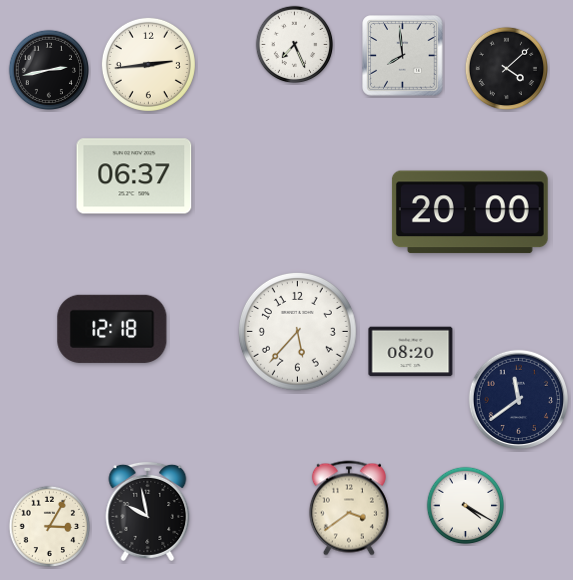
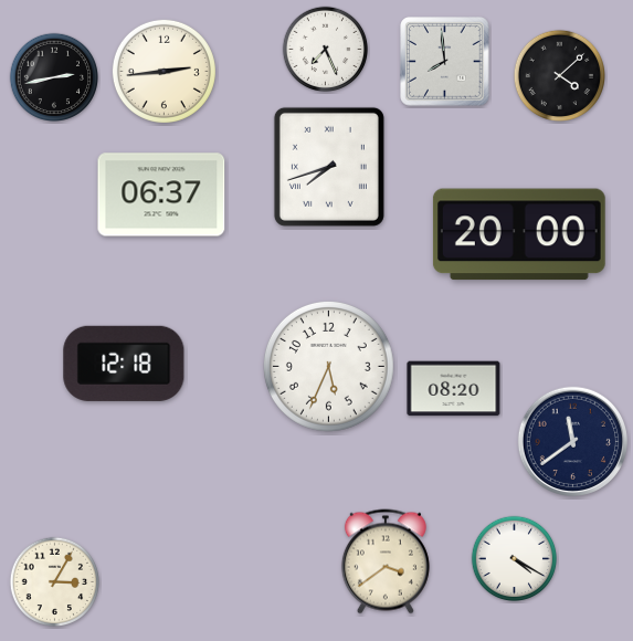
clock at (329, 167): none -> 7:42
clock at (134, 176) position: (134, 176) -> (161, 195)
clock at (297, 331): 5:37 -> 5:34
clock at (148, 511): 9:58 -> none
